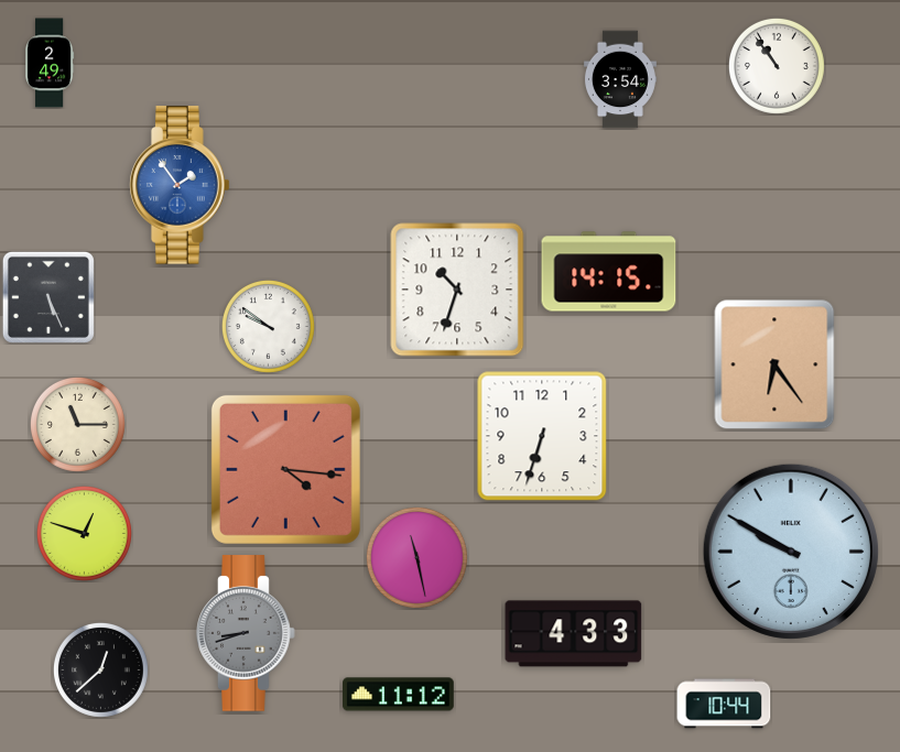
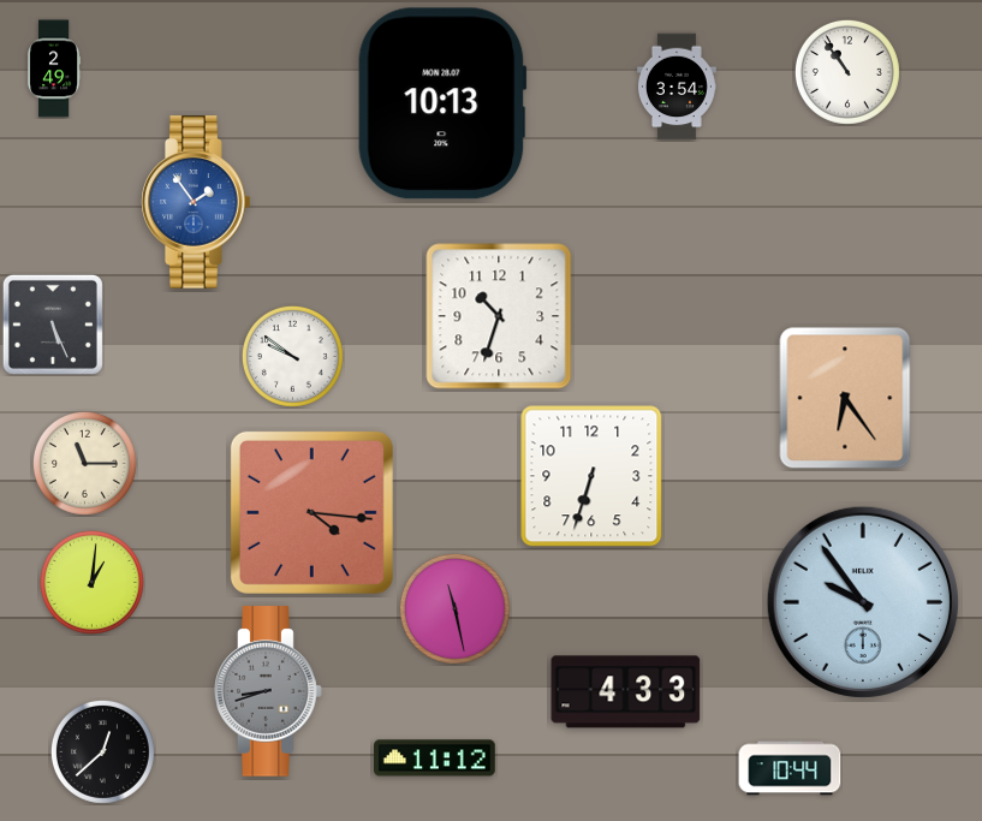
clock at (442, 103): none -> 10:13
clock at (609, 272): 14:15 -> none
clock at (84, 533): 12:48 -> 1:01
clock at (791, 552): 9:50 -> 9:54
clock at (100, 669) position: (100, 669) -> (102, 751)
